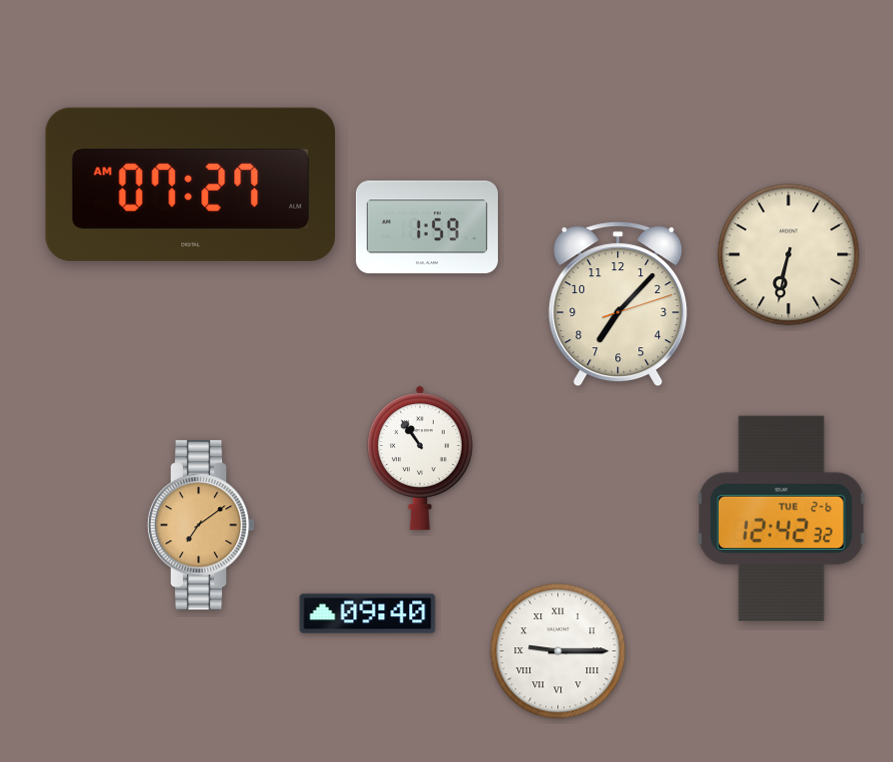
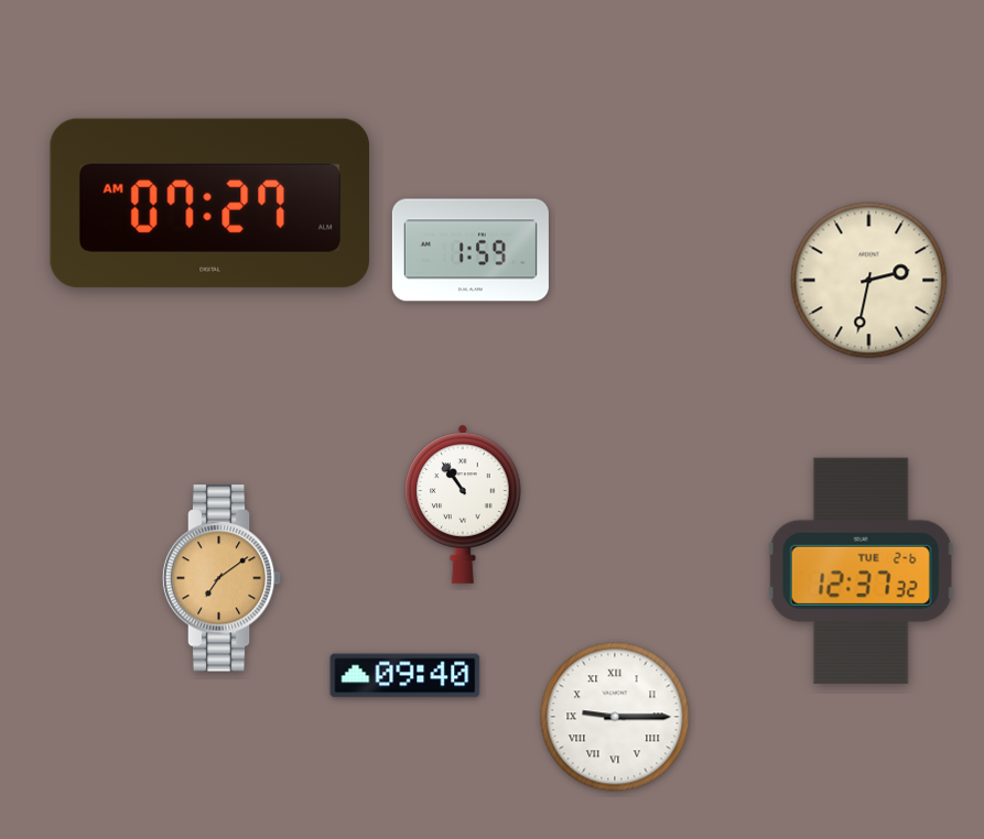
clock at (789, 255): 6:32 -> 2:32
clock at (618, 304): 7:07 -> none
clock at (782, 518): 12:42 -> 12:37
